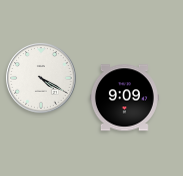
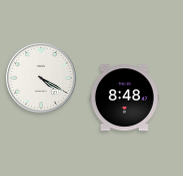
clock at (124, 98): 9:09 -> 8:48
